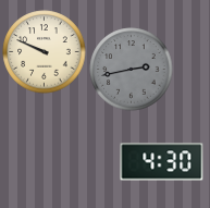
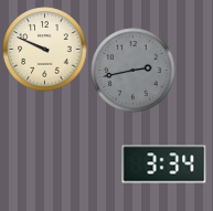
clock at (45, 52) position: (45, 52) -> (45, 50)
clock at (162, 162): 4:30 -> 3:34
